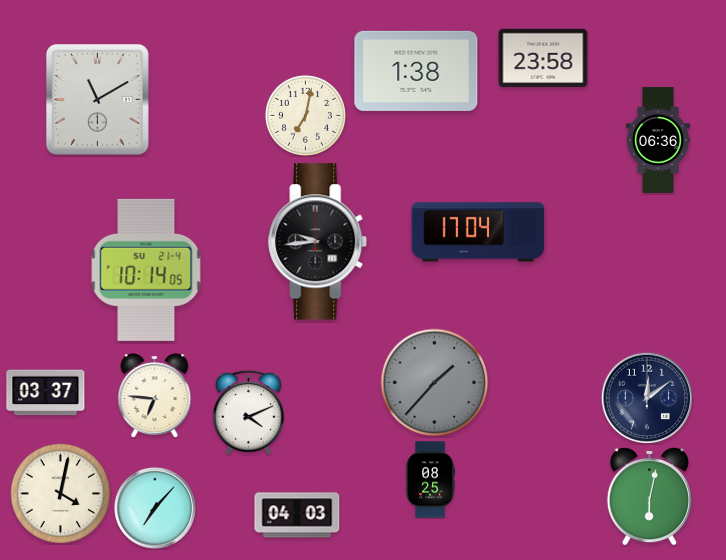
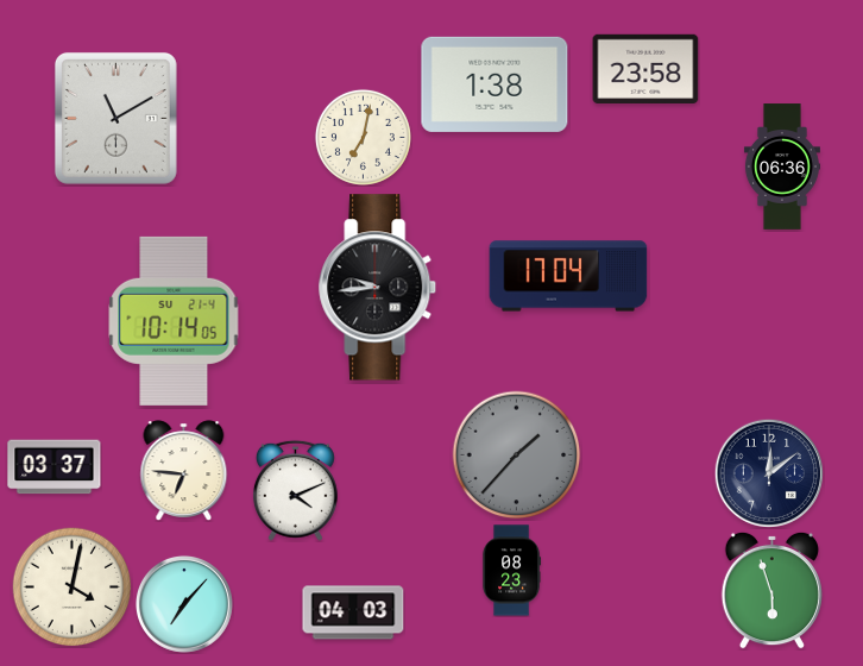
clock at (430, 480): 08:25 -> 08:23
clock at (649, 496): 6:02 -> 5:57
